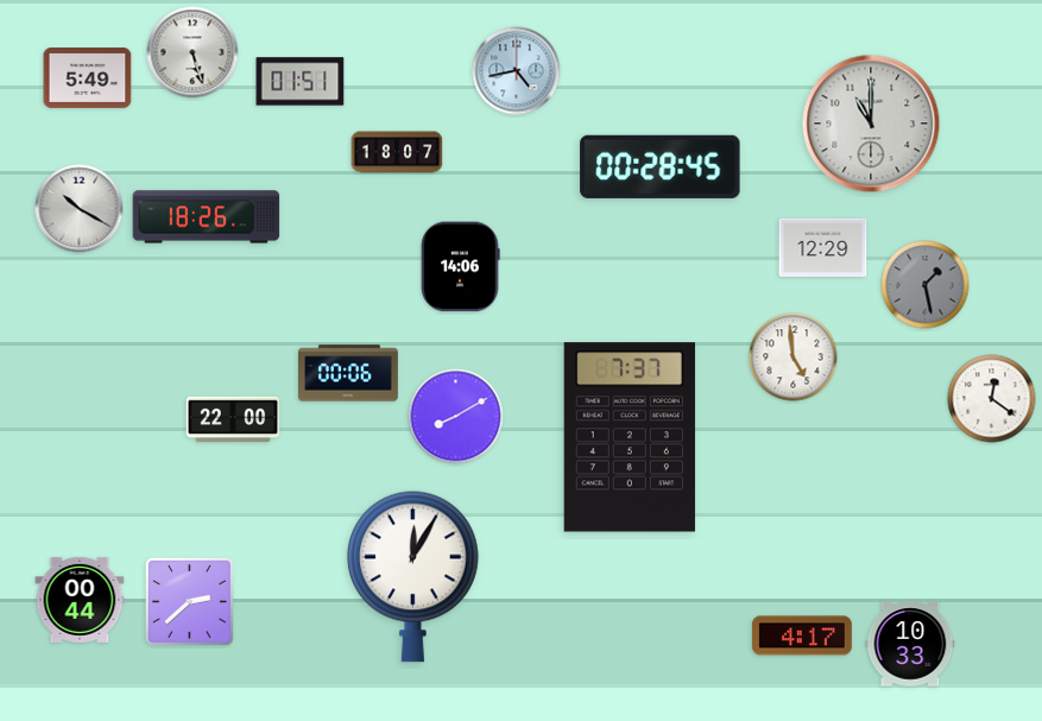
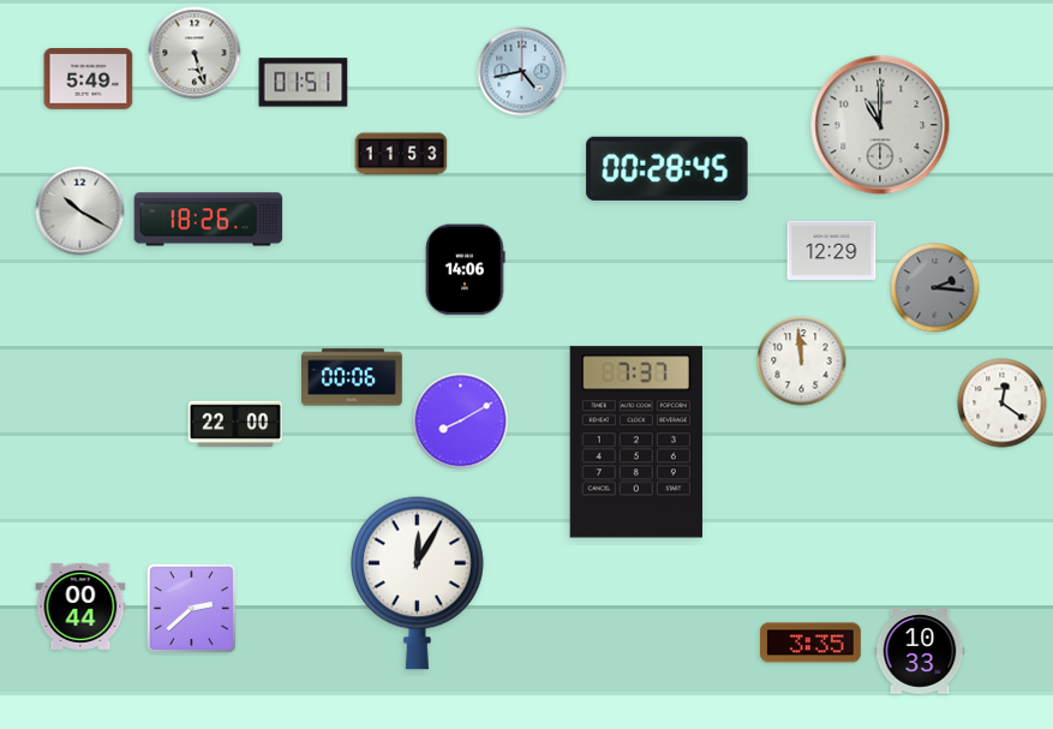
clock at (397, 152): 18:07 -> 11:53
clock at (926, 285): 1:28 -> 2:16
clock at (794, 358): 4:59 -> 11:59
clock at (802, 635): 4:17 -> 3:35
